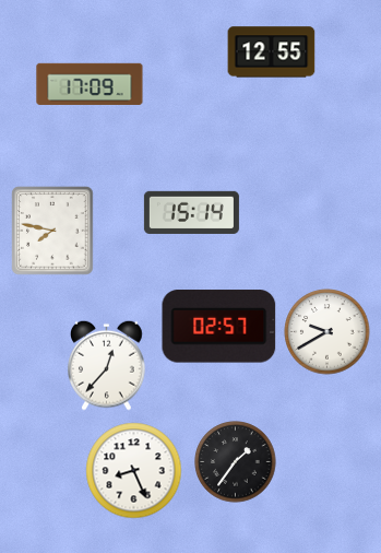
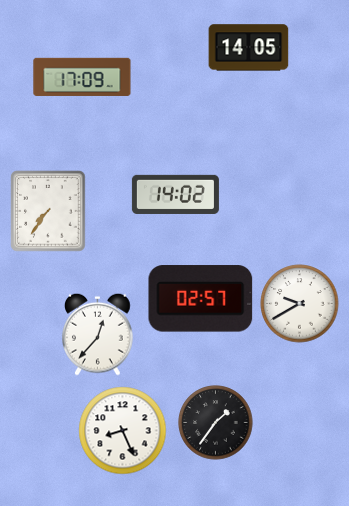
clock at (272, 52): 12:55 -> 14:05
clock at (191, 212): 15:14 -> 14:02
clock at (52, 231): 7:47 -> 7:36
